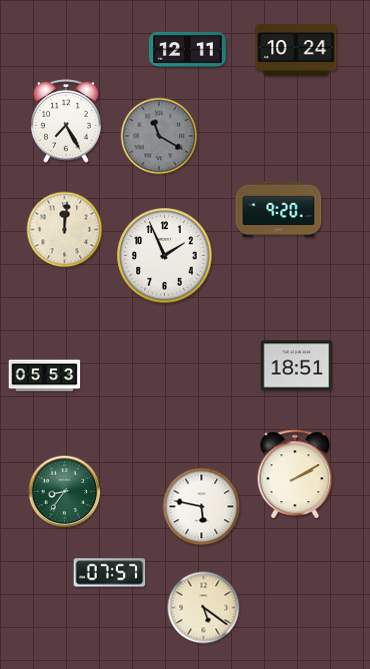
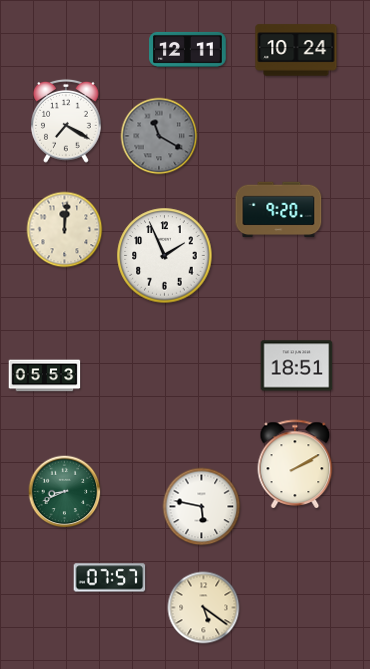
clock at (67, 121): 7:25 -> 7:20
clock at (295, 474) position: (295, 474) -> (295, 464)
clock at (65, 492): 8:36 -> 8:41
clock at (110, 573) position: (110, 573) -> (110, 578)
